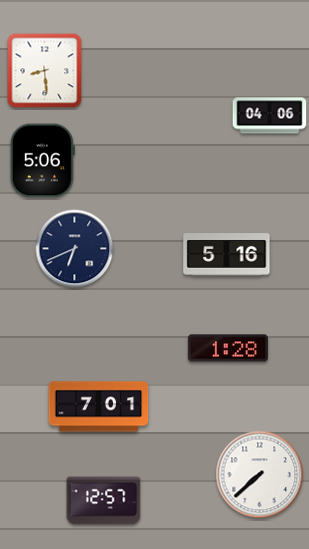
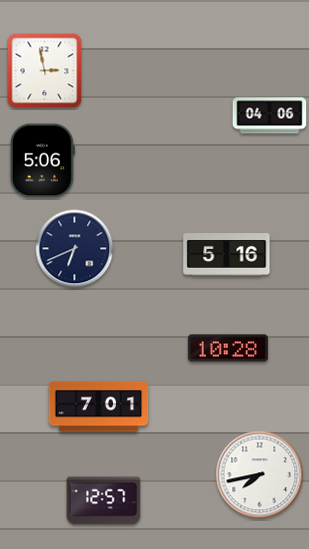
clock at (45, 71): 8:29 -> 2:58
clock at (228, 348): 1:28 -> 10:28
clock at (260, 475): 7:38 -> 7:43
